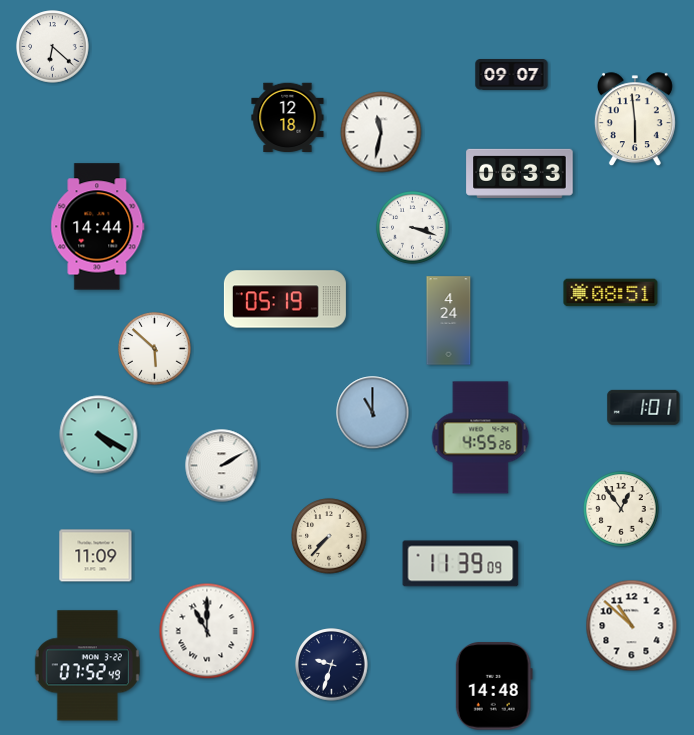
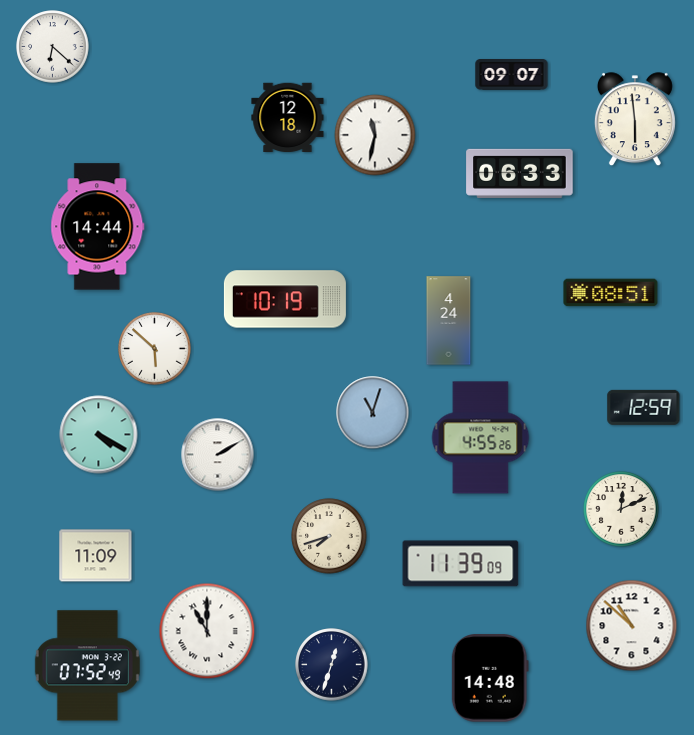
clock at (381, 132) position: (381, 132) -> (375, 135)
clock at (413, 228): 3:18 -> none
clock at (285, 299): 05:19 -> 10:19
clock at (644, 407): 1:01 -> 12:59
clock at (373, 413): 11:00 -> 11:03
clock at (222, 466) position: (222, 466) -> (218, 455)
clock at (621, 509): 12:54 -> 12:11
clock at (329, 536): 7:37 -> 7:42
clock at (332, 665): 9:33 -> 12:33
clock at (494, 686) position: (494, 686) -> (490, 678)
